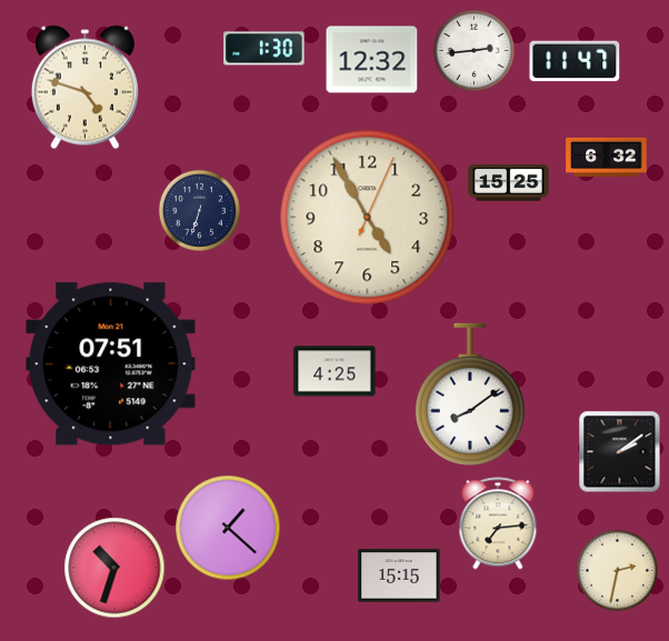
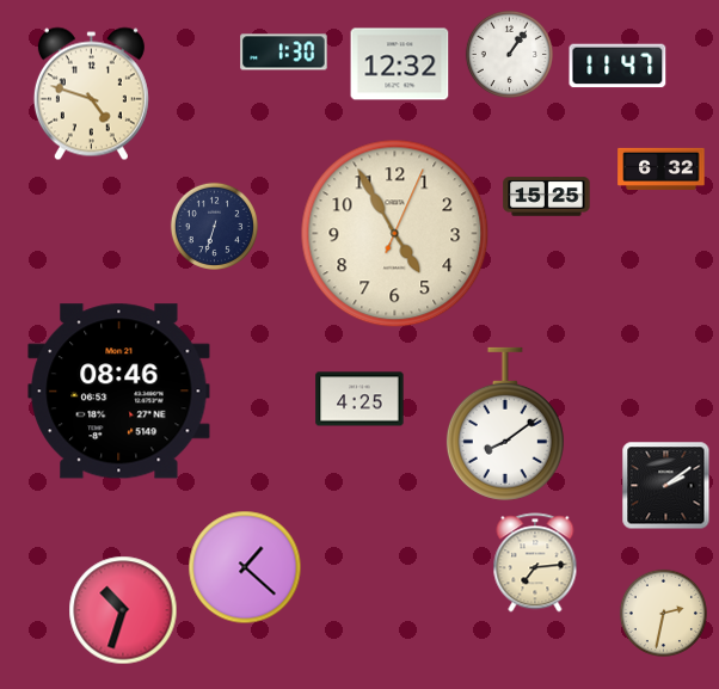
clock at (473, 50): 2:44 -> 1:06
clock at (607, 157) position: (607, 157) -> (662, 168)
clock at (111, 364): 07:51 -> 08:46
clock at (399, 575): 15:15 -> none
